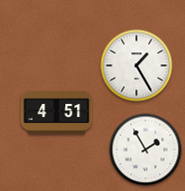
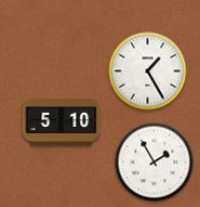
clock at (57, 112): 4:51 -> 5:10
clock at (146, 150) position: (146, 150) -> (155, 163)
